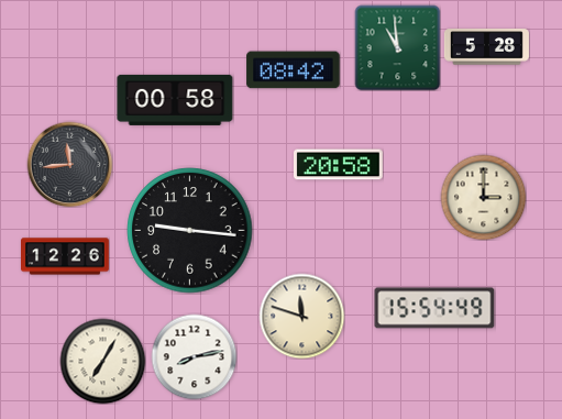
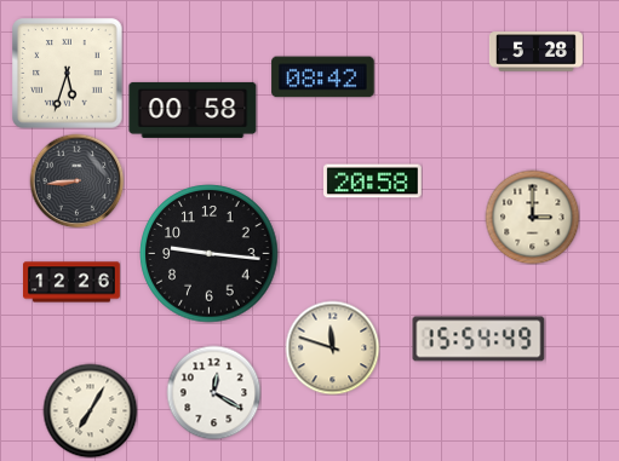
clock at (397, 47): 10:59 -> none
clock at (68, 74): none -> 5:33
clock at (69, 164): 11:44 -> 8:44
clock at (194, 356): 8:13 -> 12:20
clock at (102, 361) position: (102, 361) -> (90, 410)
